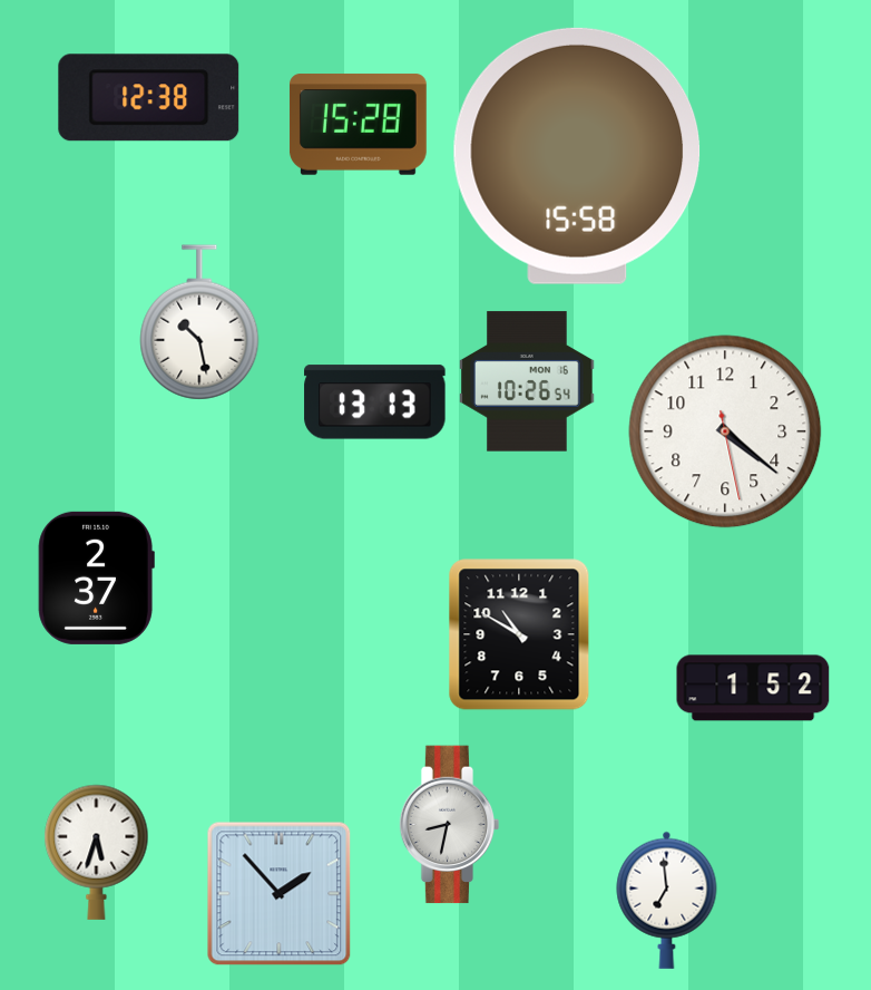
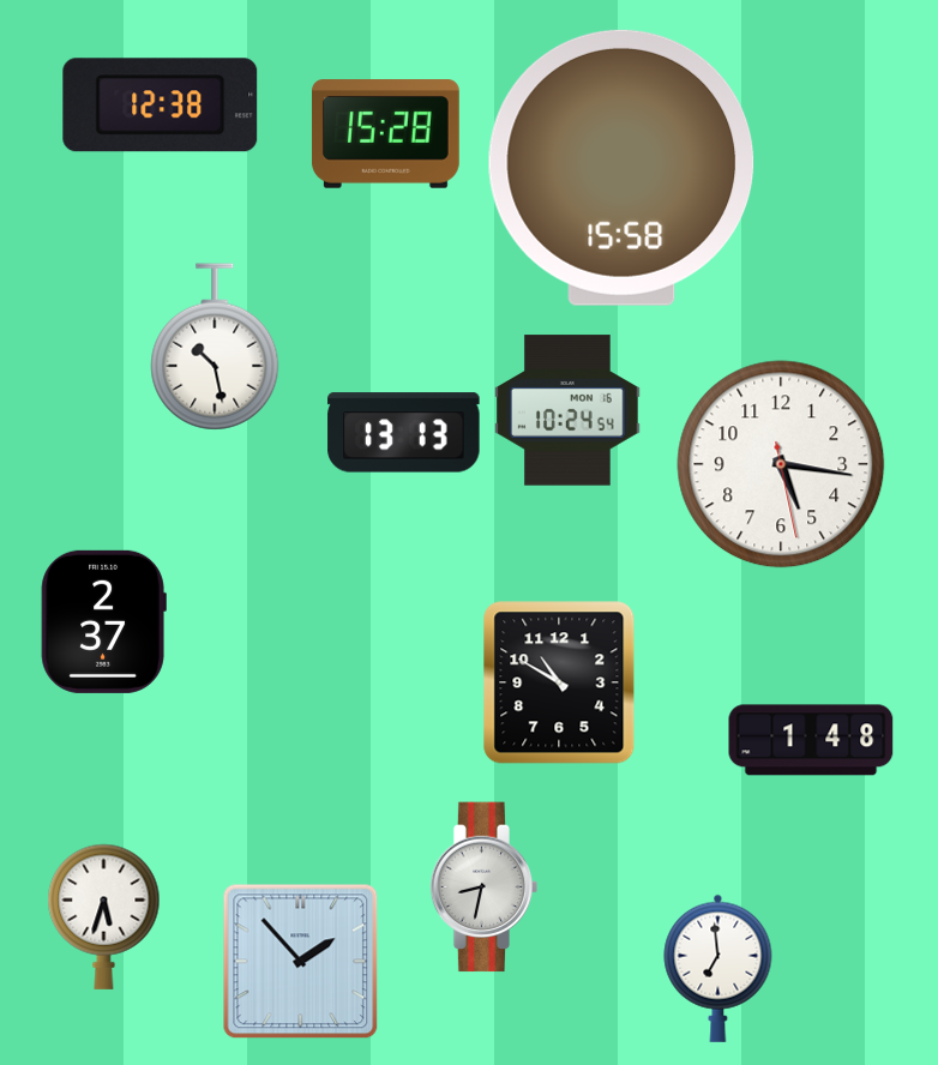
clock at (527, 381): 10:26 -> 10:24
clock at (725, 431): 4:21 -> 5:16
clock at (753, 688): 1:52 -> 1:48
